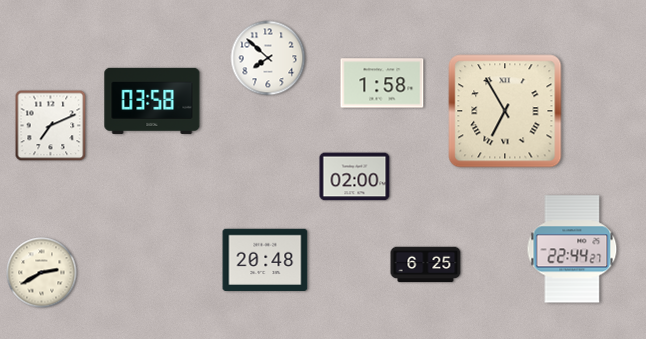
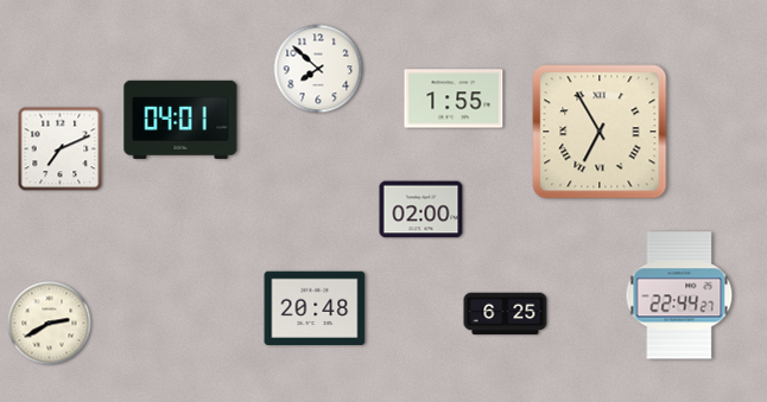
clock at (382, 83): 1:58 -> 1:55
clock at (152, 101): 03:58 -> 04:01
